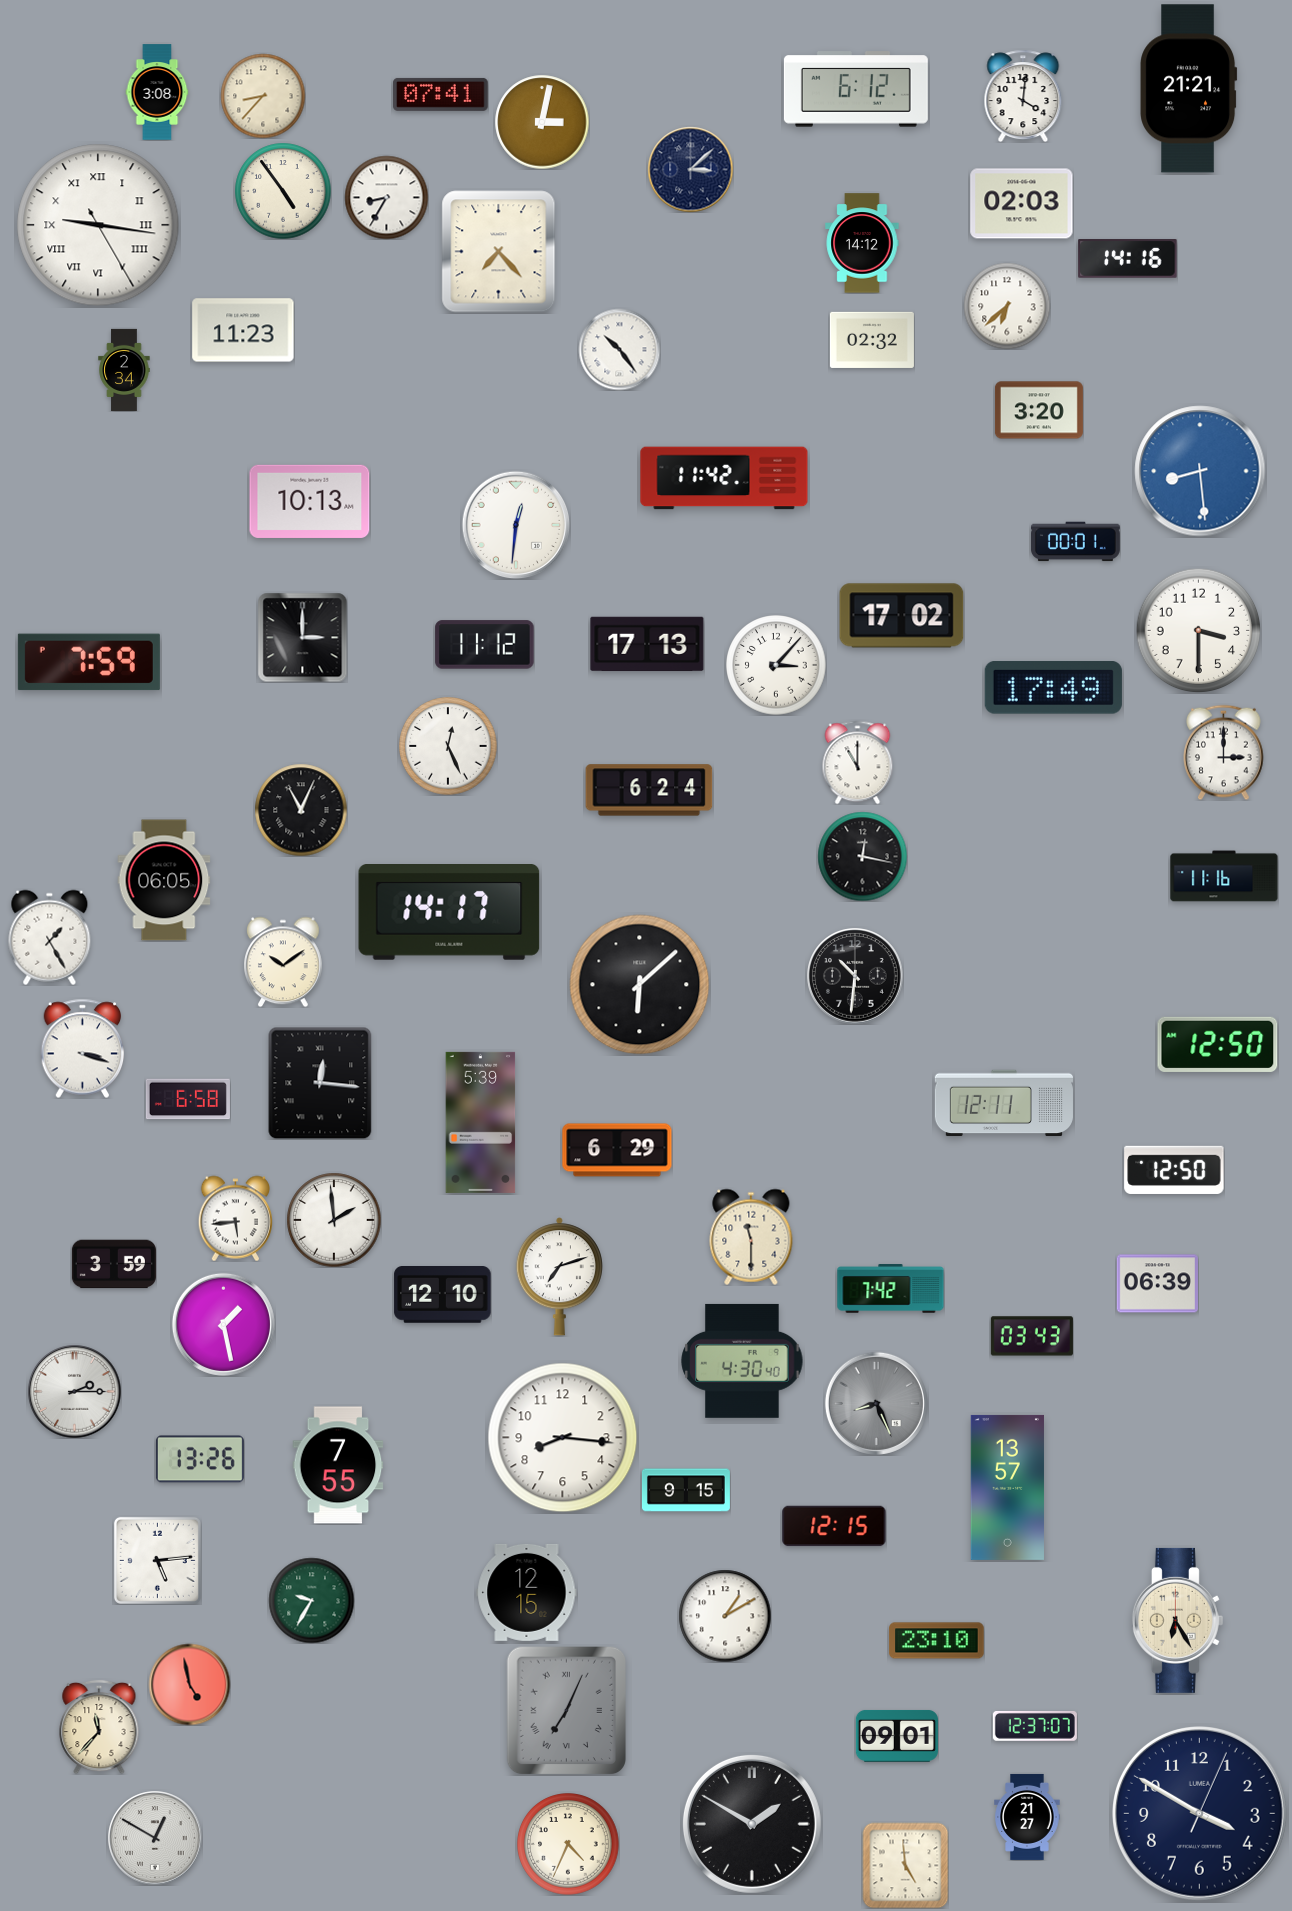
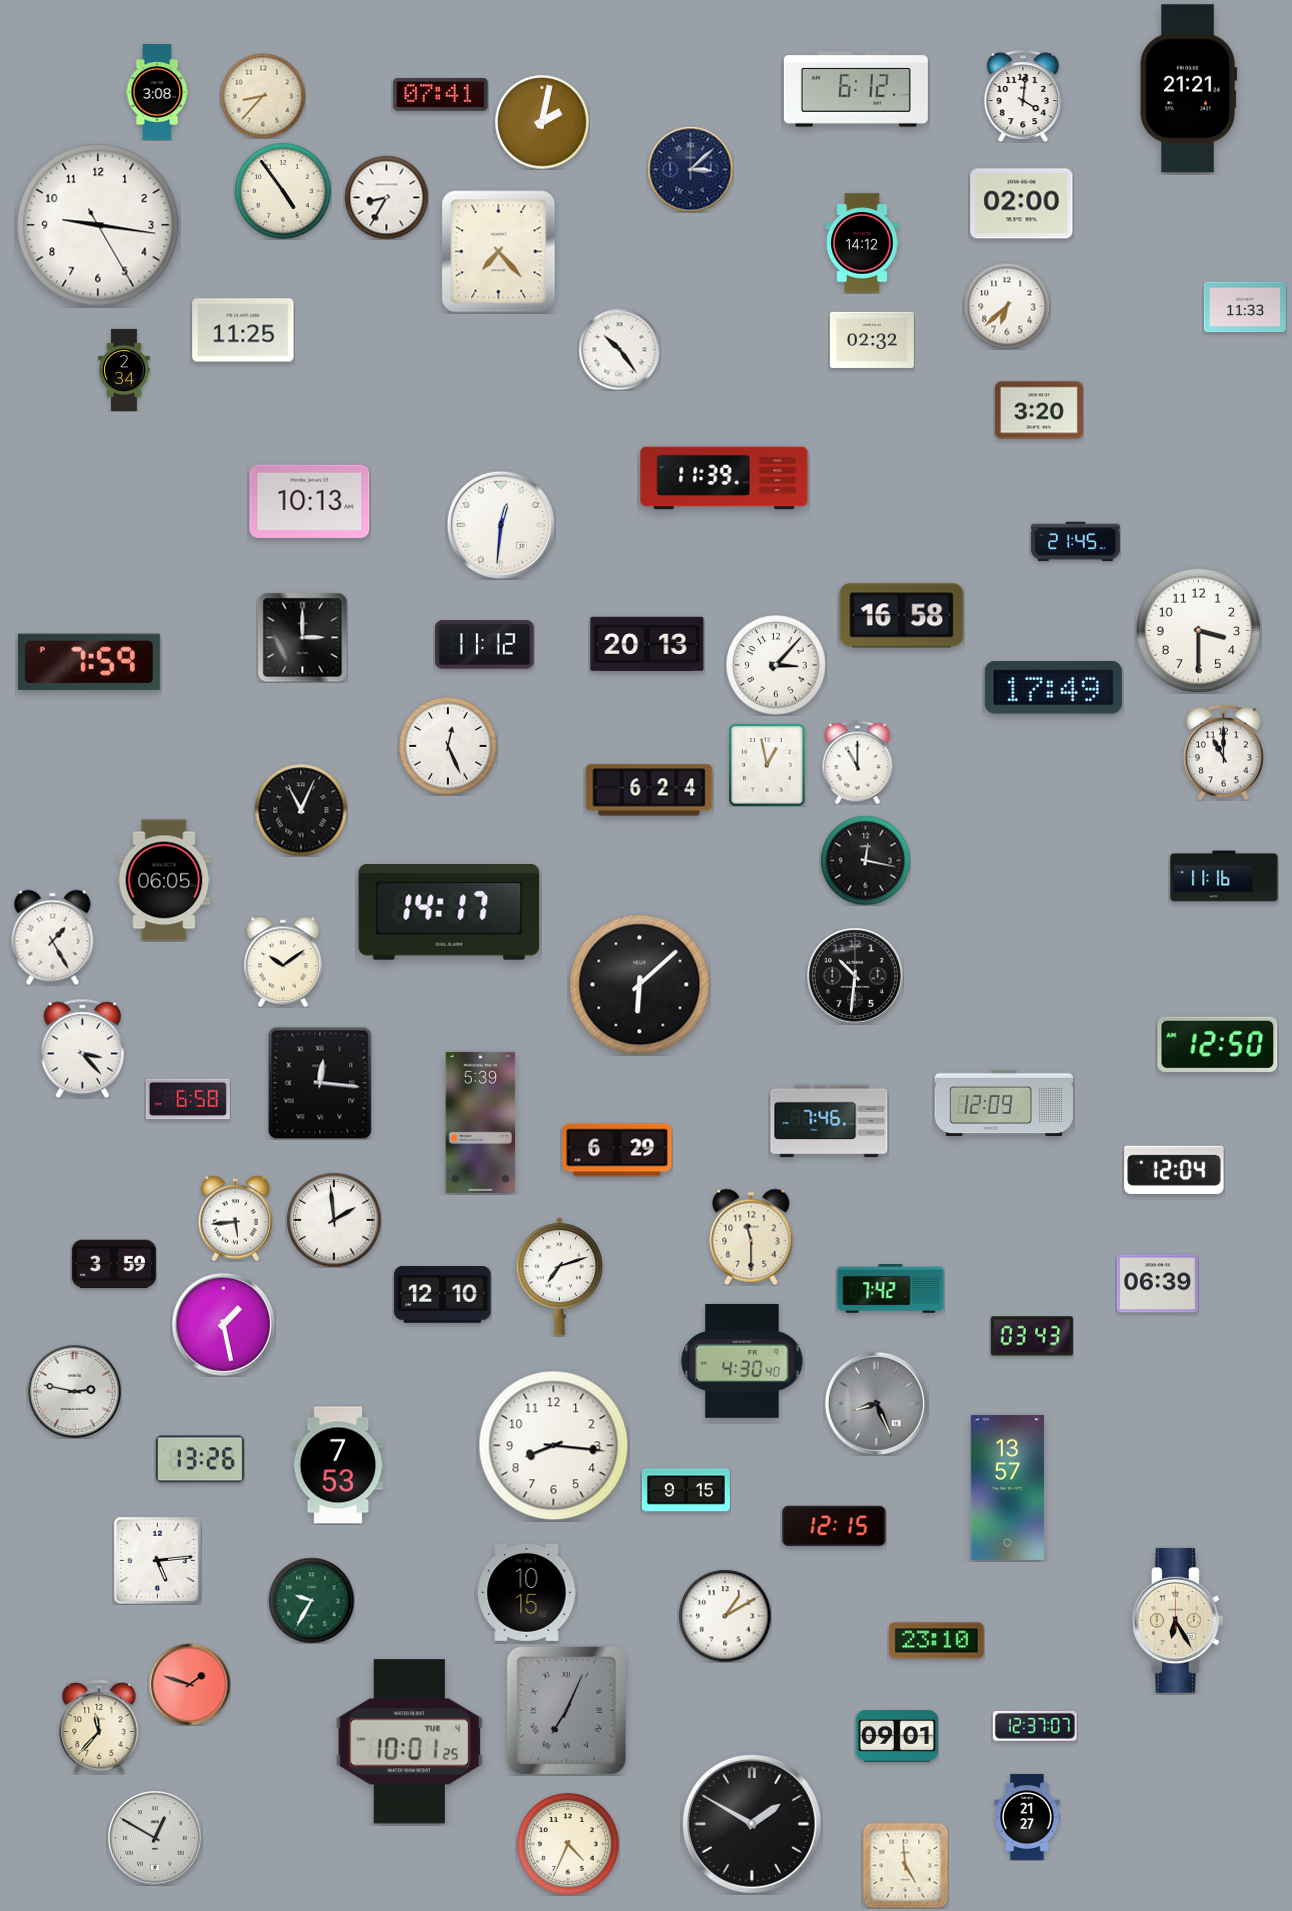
clock at (542, 122): 3:02 -> 2:02
clock at (1022, 204): 02:03 -> 02:00
clock at (98, 225) numerals: Roman -> Arabic
clock at (1128, 259): 14:16 -> none
clock at (1245, 307): none -> 11:33
clock at (243, 330): 11:23 -> 11:25
clock at (1200, 471): 8:29 -> none
clock at (724, 478): 11:42 -> 11:39
clock at (516, 525) position: (516, 525) -> (501, 525)
clock at (1075, 542): 00:01 -> 21:45
clock at (902, 616): 17:02 -> 16:58
clock at (647, 644): 17:13 -> 20:13
clock at (1224, 752): 3:00 -> 11:00
clock at (767, 765): none -> 12:58
clock at (862, 856) position: (862, 856) -> (865, 860)
clock at (50, 937) position: (50, 937) -> (53, 937)
clock at (83, 1048): 3:18 -> 3:23
clock at (1004, 1103): 12:11 -> 12:09
clock at (829, 1121): none -> 7:46
clock at (1174, 1170): 12:50 -> 12:04
clock at (74, 1391): 2:15 -> 2:47
clock at (563, 1438) position: (563, 1438) -> (554, 1446)
clock at (338, 1465): 7:55 -> 7:53
clock at (527, 1592): 12:15 -> 10:15
clock at (189, 1684): 4:58 -> 1:48
clock at (410, 1742): none -> 10:01
clock at (1200, 1814): 3:50 -> none
